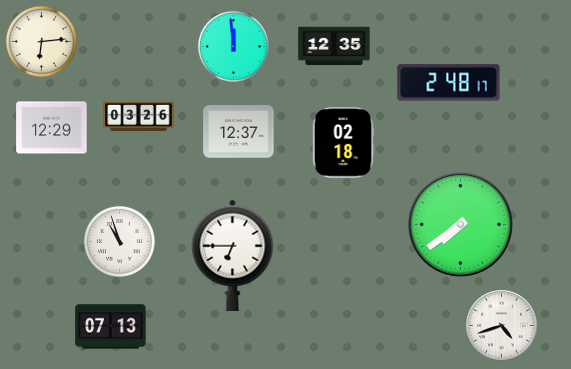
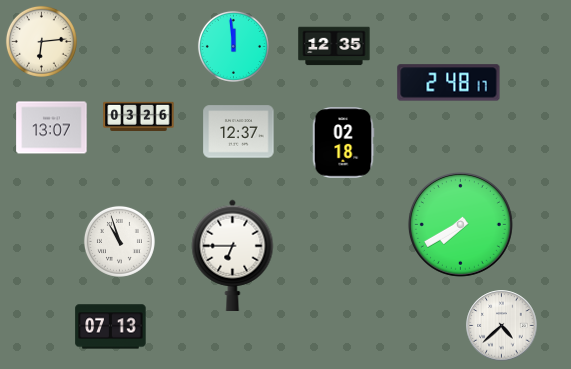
clock at (52, 128): 12:29 -> 13:07
clock at (460, 224): 7:39 -> 7:40
clock at (502, 326): 4:42 -> 4:38
